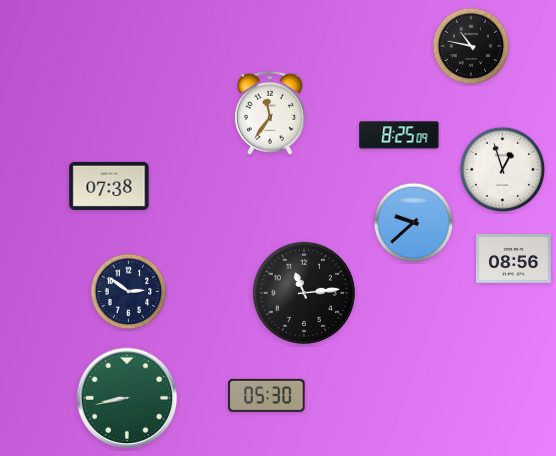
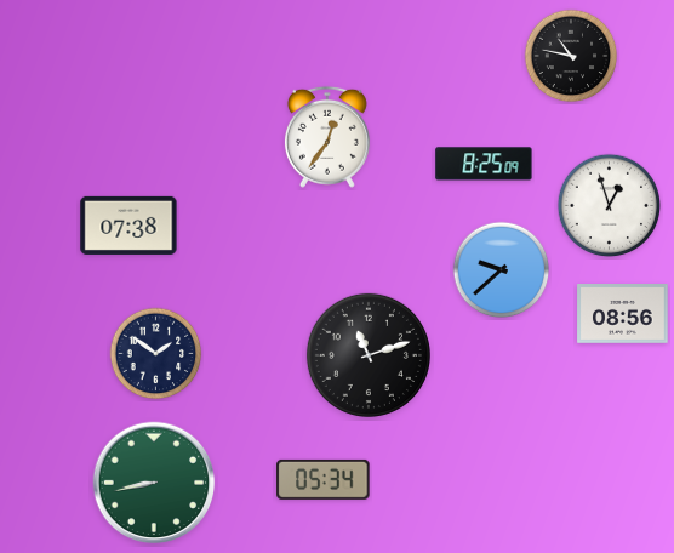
clock at (270, 113): 11:36 -> 12:36
clock at (109, 186) position: (109, 186) -> (128, 226)
clock at (129, 292): 2:51 -> 1:51
clock at (304, 293): 11:14 -> 11:12
clock at (267, 395): 05:30 -> 05:34
